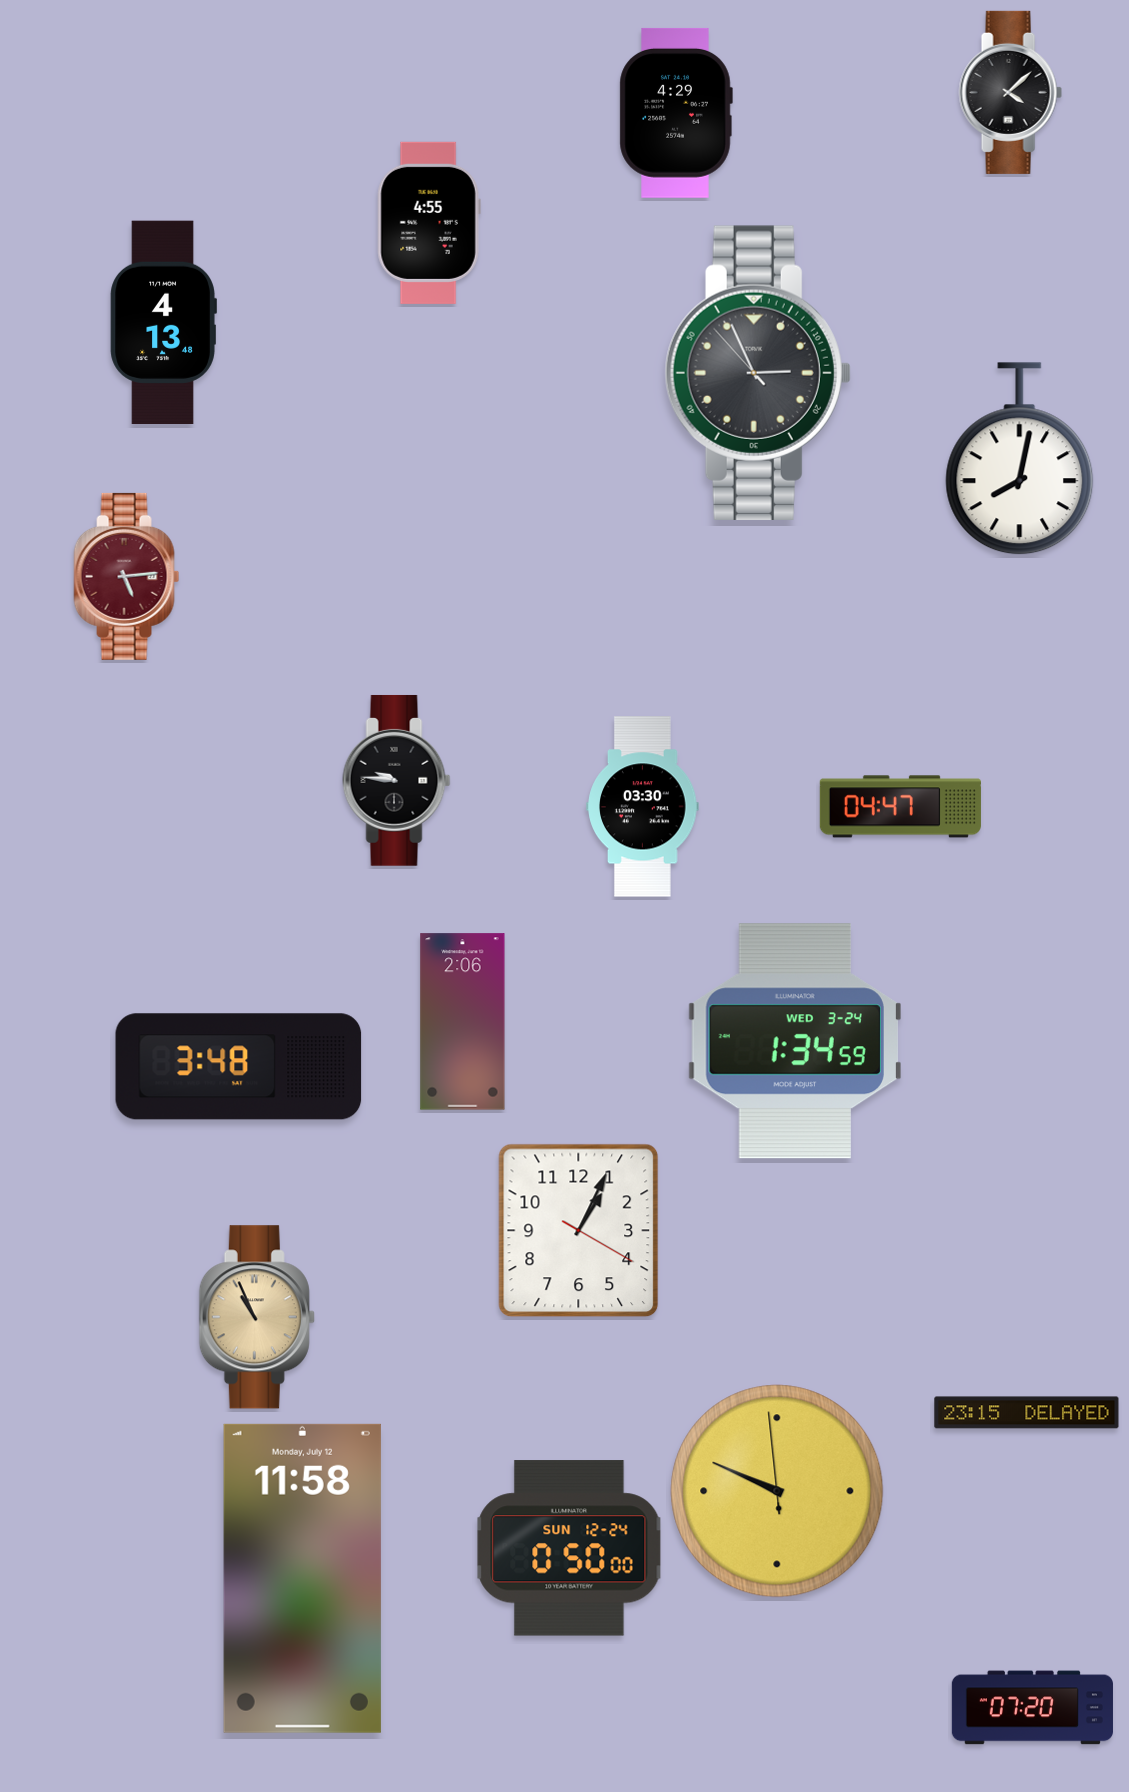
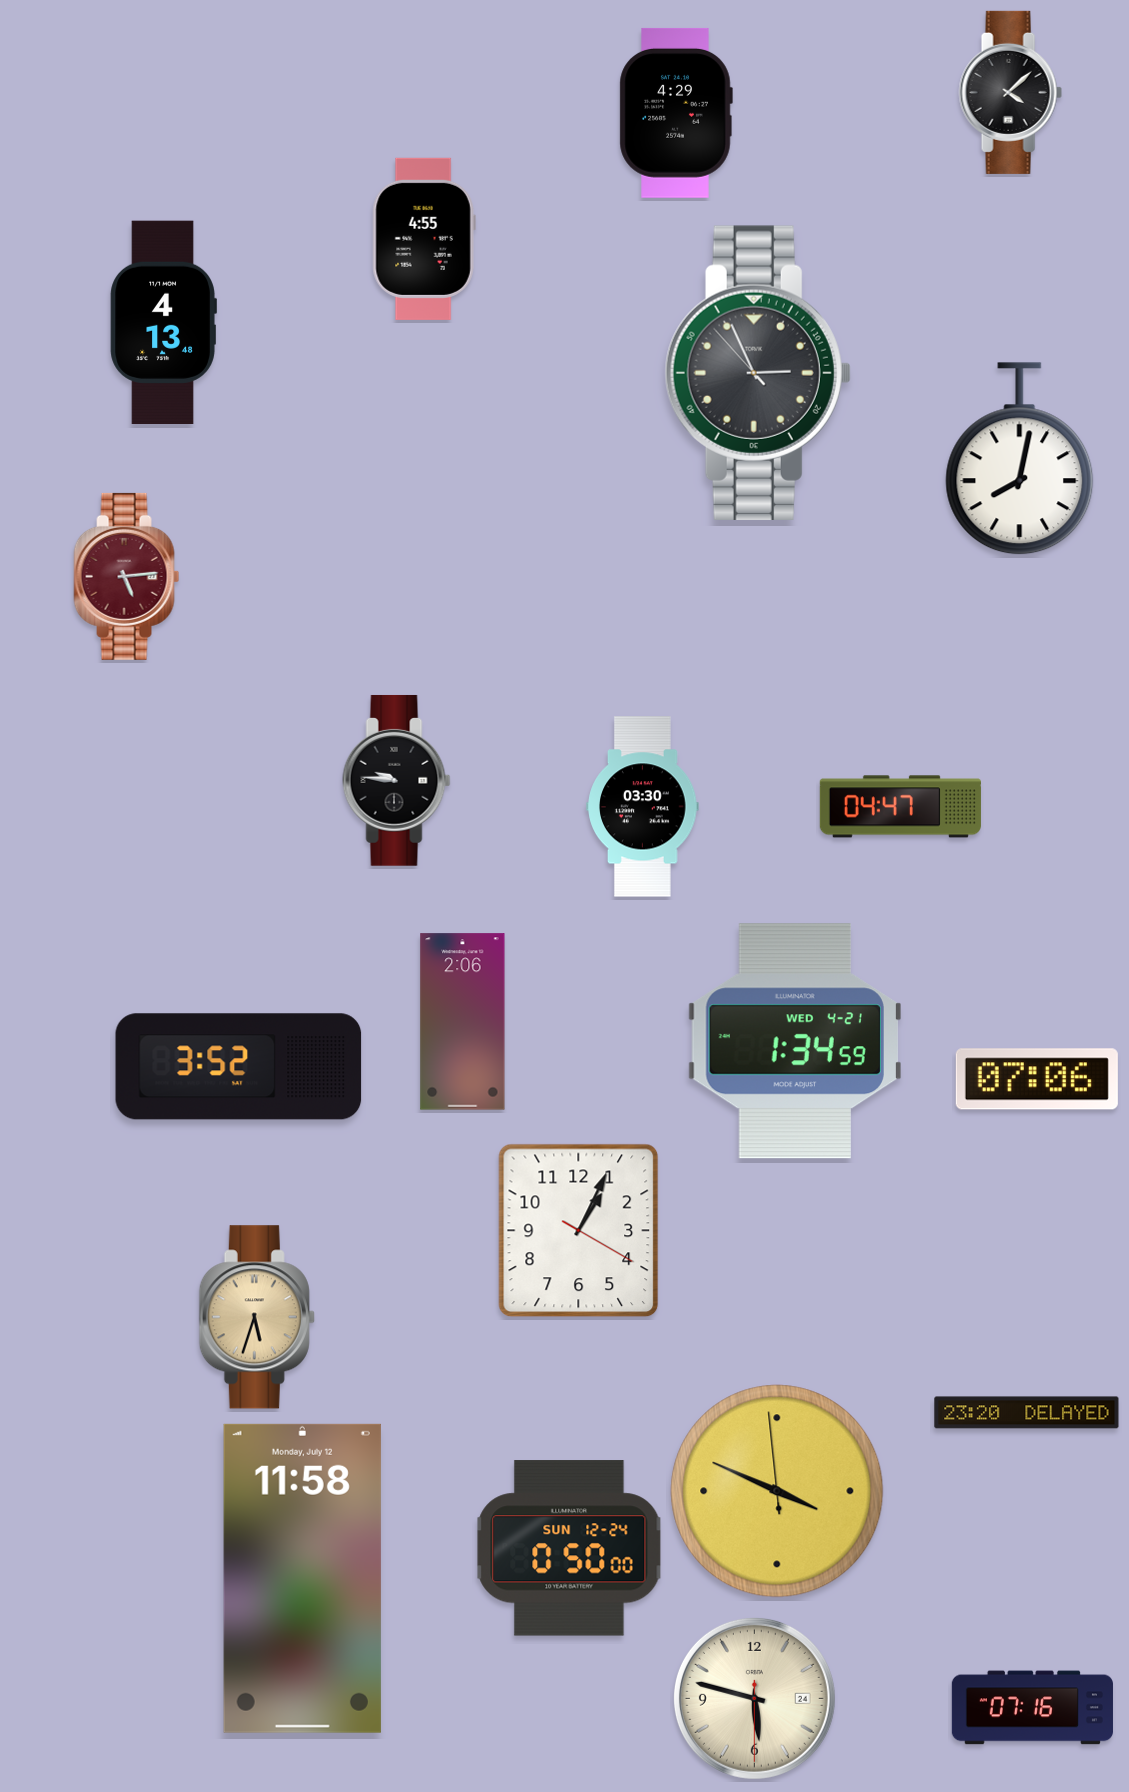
clock at (429, 223) position: (429, 223) -> (424, 239)
clock at (795, 1041) date: WED 3-24 -> WED 4-21
clock at (239, 1067): 3:48 -> 3:52
clock at (1037, 1079): none -> 07:06
clock at (257, 1317): 10:56 -> 5:33
clock at (1027, 1413): 23:15 -> 23:20
clock at (777, 1491): 9:48 -> 3:48
clock at (754, 1698): none -> 5:47
clock at (1032, 1708): 07:20 -> 07:16
